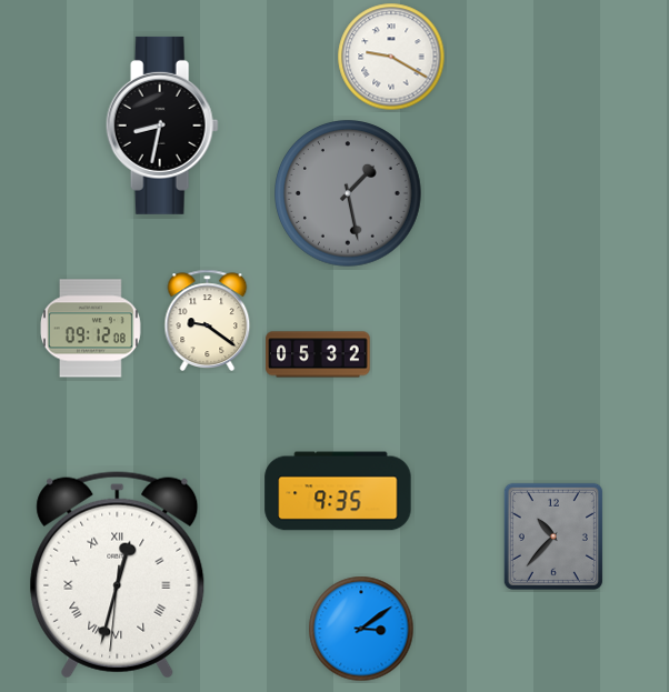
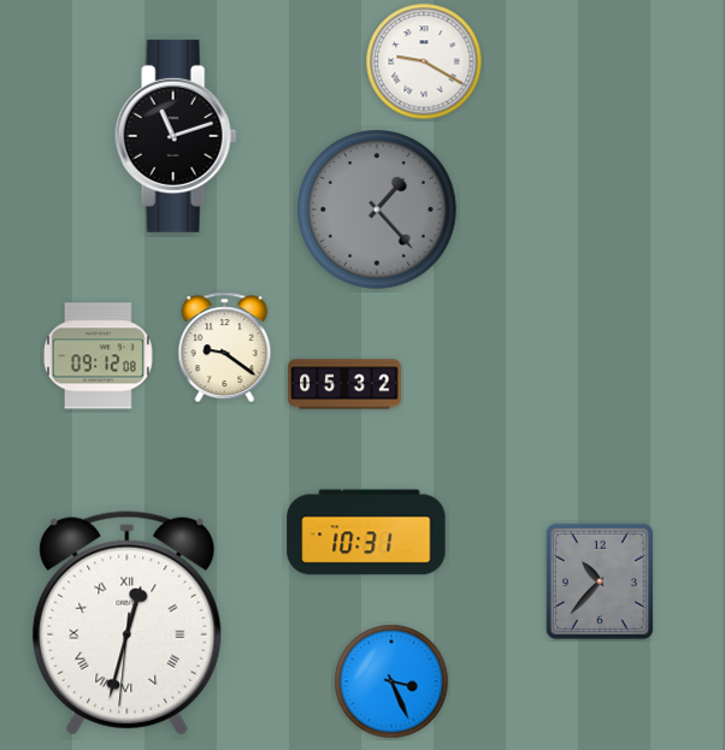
clock at (162, 126): 8:32 -> 11:12
clock at (348, 193): 1:28 -> 1:23
clock at (338, 491): 9:35 -> 10:31
clock at (361, 629): 3:09 -> 3:26
